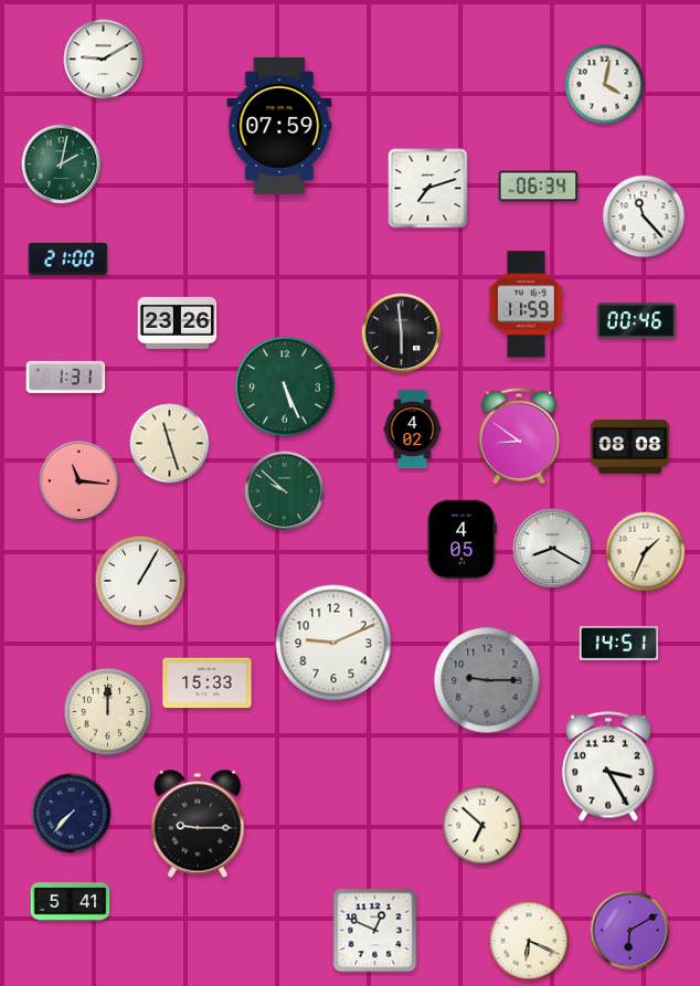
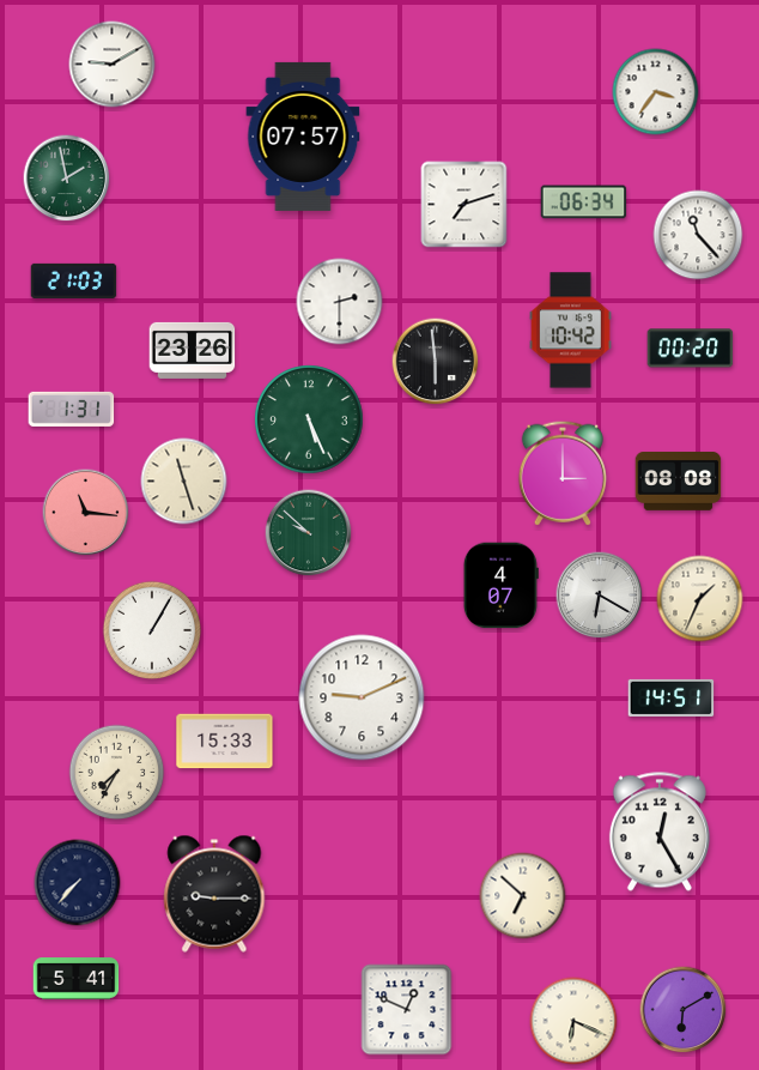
clock at (605, 85): 4:02 -> 3:36
clock at (279, 126): 07:59 -> 07:57
clock at (62, 165): 2:02 -> 1:58
clock at (68, 258): 21:00 -> 21:03
clock at (340, 302): none -> 2:30
clock at (526, 305): 11:59 -> 10:42
clock at (637, 321): 00:46 -> 00:20
clock at (413, 430): 4:02 -> none
clock at (519, 436): 8:51 -> 3:00
clock at (630, 447) position: (630, 447) -> (679, 482)
clock at (79, 481) position: (79, 481) -> (86, 513)
clock at (462, 540): 4:05 -> 4:07
clock at (553, 549): 8:20 -> 6:20
clock at (487, 680): 9:15 -> none
clock at (108, 712): 12:00 -> 7:35
clock at (608, 766): 3:25 -> 12:25
